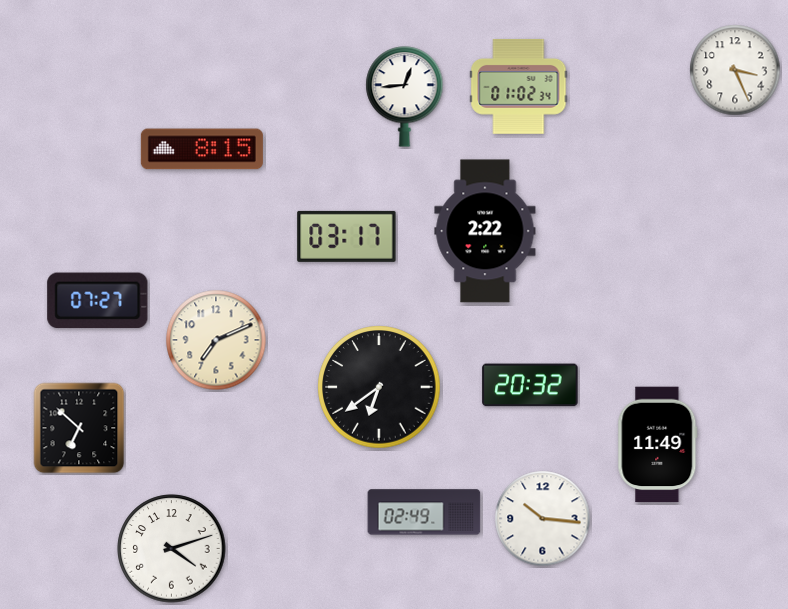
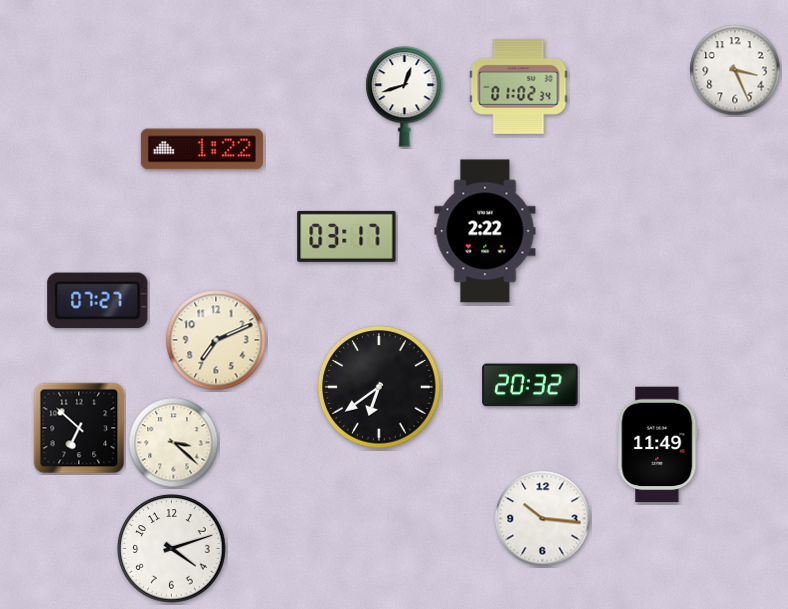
clock at (405, 97): 12:44 -> 12:42
clock at (202, 149): 8:15 -> 1:22
clock at (174, 443): none -> 3:22
clock at (424, 512): 02:49 -> none
